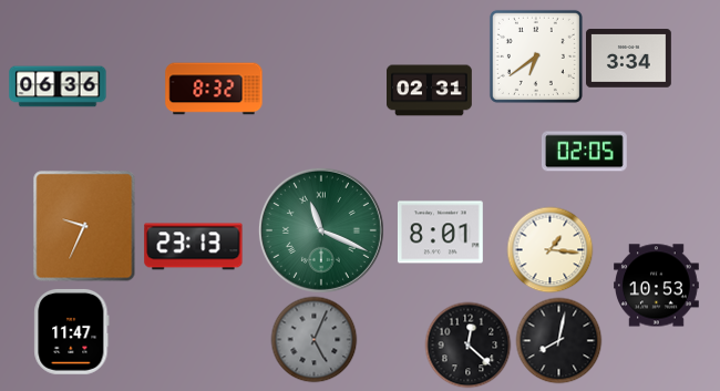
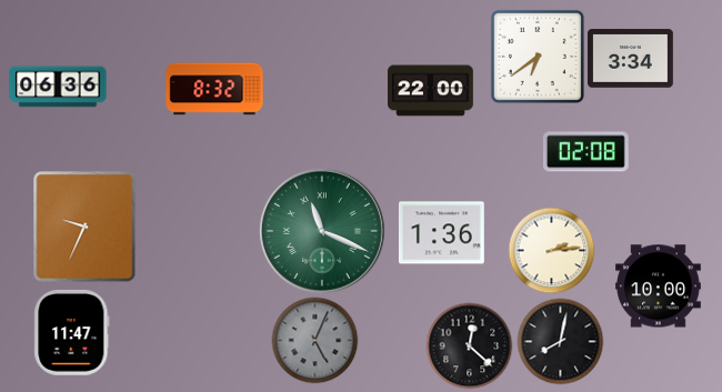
clock at (430, 91): 02:31 -> 22:00
clock at (584, 152): 02:05 -> 02:08
clock at (440, 233): 8:01 -> 1:36
clock at (194, 247): 23:13 -> none
clock at (549, 249): 1:16 -> 2:14
clock at (657, 286): 10:53 -> 10:00
